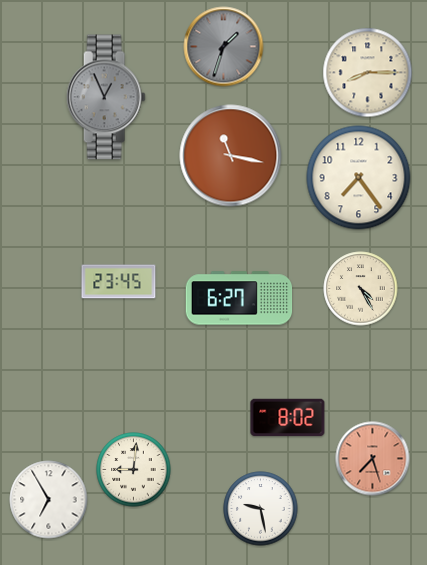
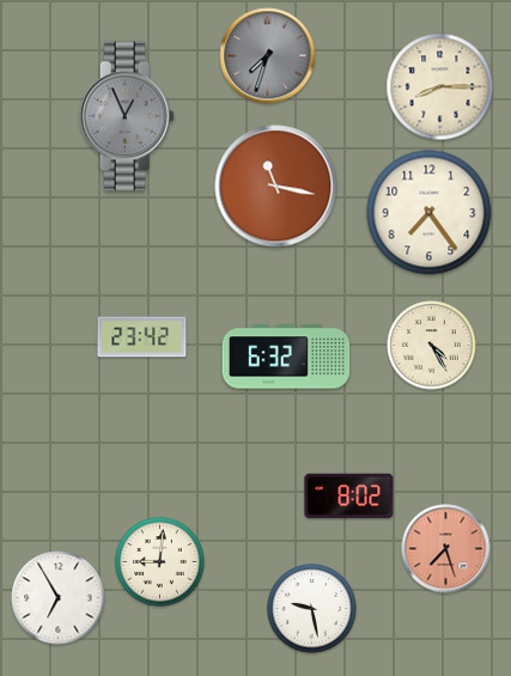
clock at (224, 47): 1:33 -> 7:33
clock at (119, 282): 23:45 -> 23:42
clock at (239, 298): 6:27 -> 6:32
clock at (288, 418) position: (288, 418) -> (349, 497)
